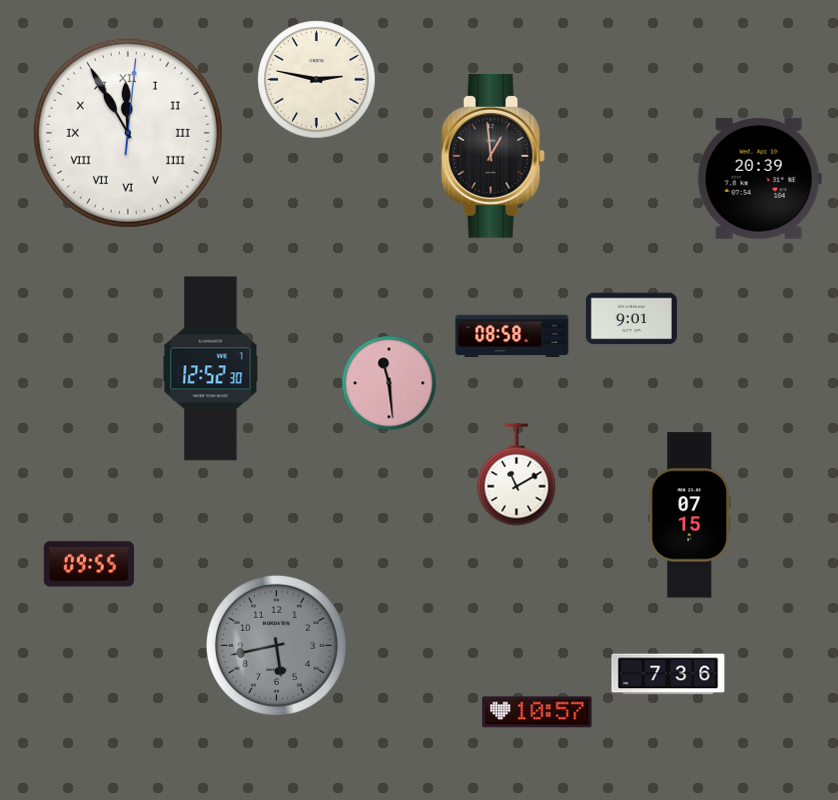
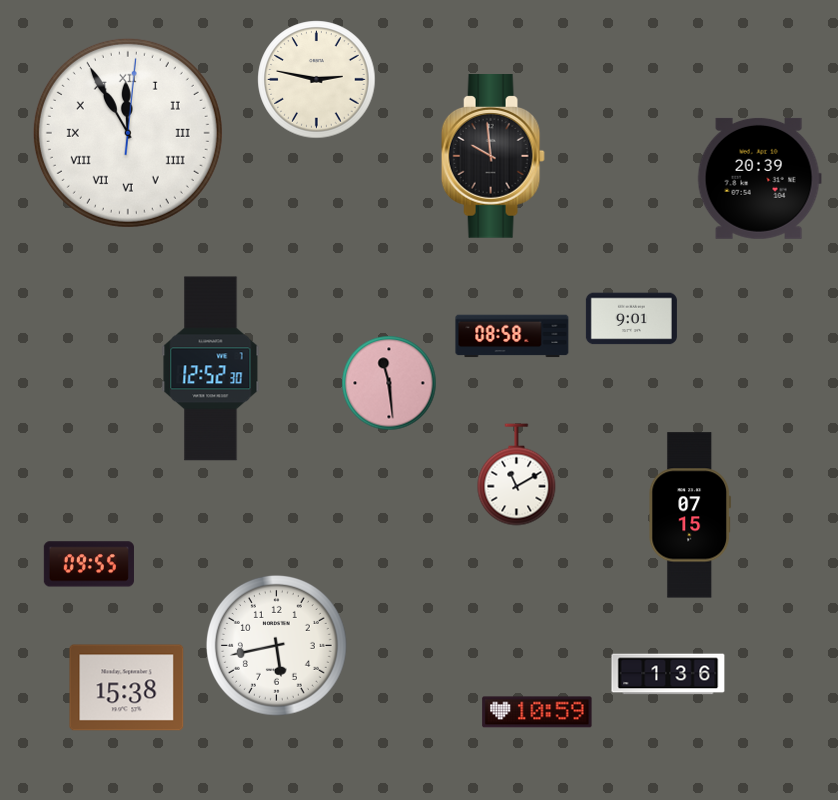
clock at (493, 157): 12:59 -> 9:59
clock at (276, 645) dial: grey -> white
clock at (668, 674): 7:36 -> 1:36
clock at (127, 688): none -> 15:38
clock at (537, 712): 10:57 -> 10:59
